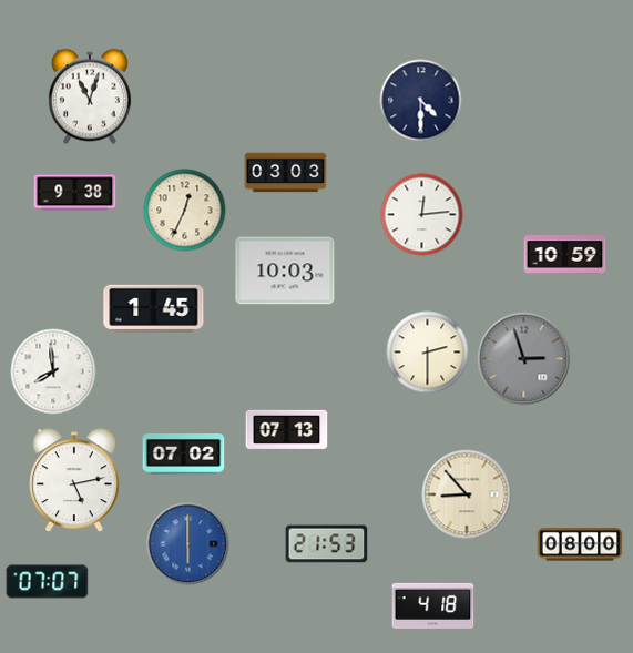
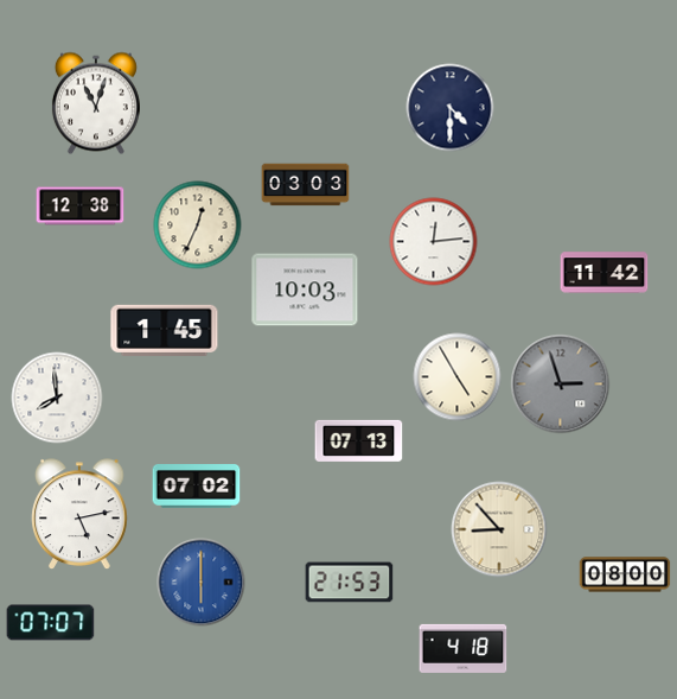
clock at (75, 193): 9:38 -> 12:38
clock at (422, 215) position: (422, 215) -> (434, 242)
clock at (565, 255): 10:59 -> 11:42
clock at (428, 353): 2:30 -> 4:55
clock at (287, 429) position: (287, 429) -> (359, 440)
clock at (580, 544) position: (580, 544) -> (625, 574)
